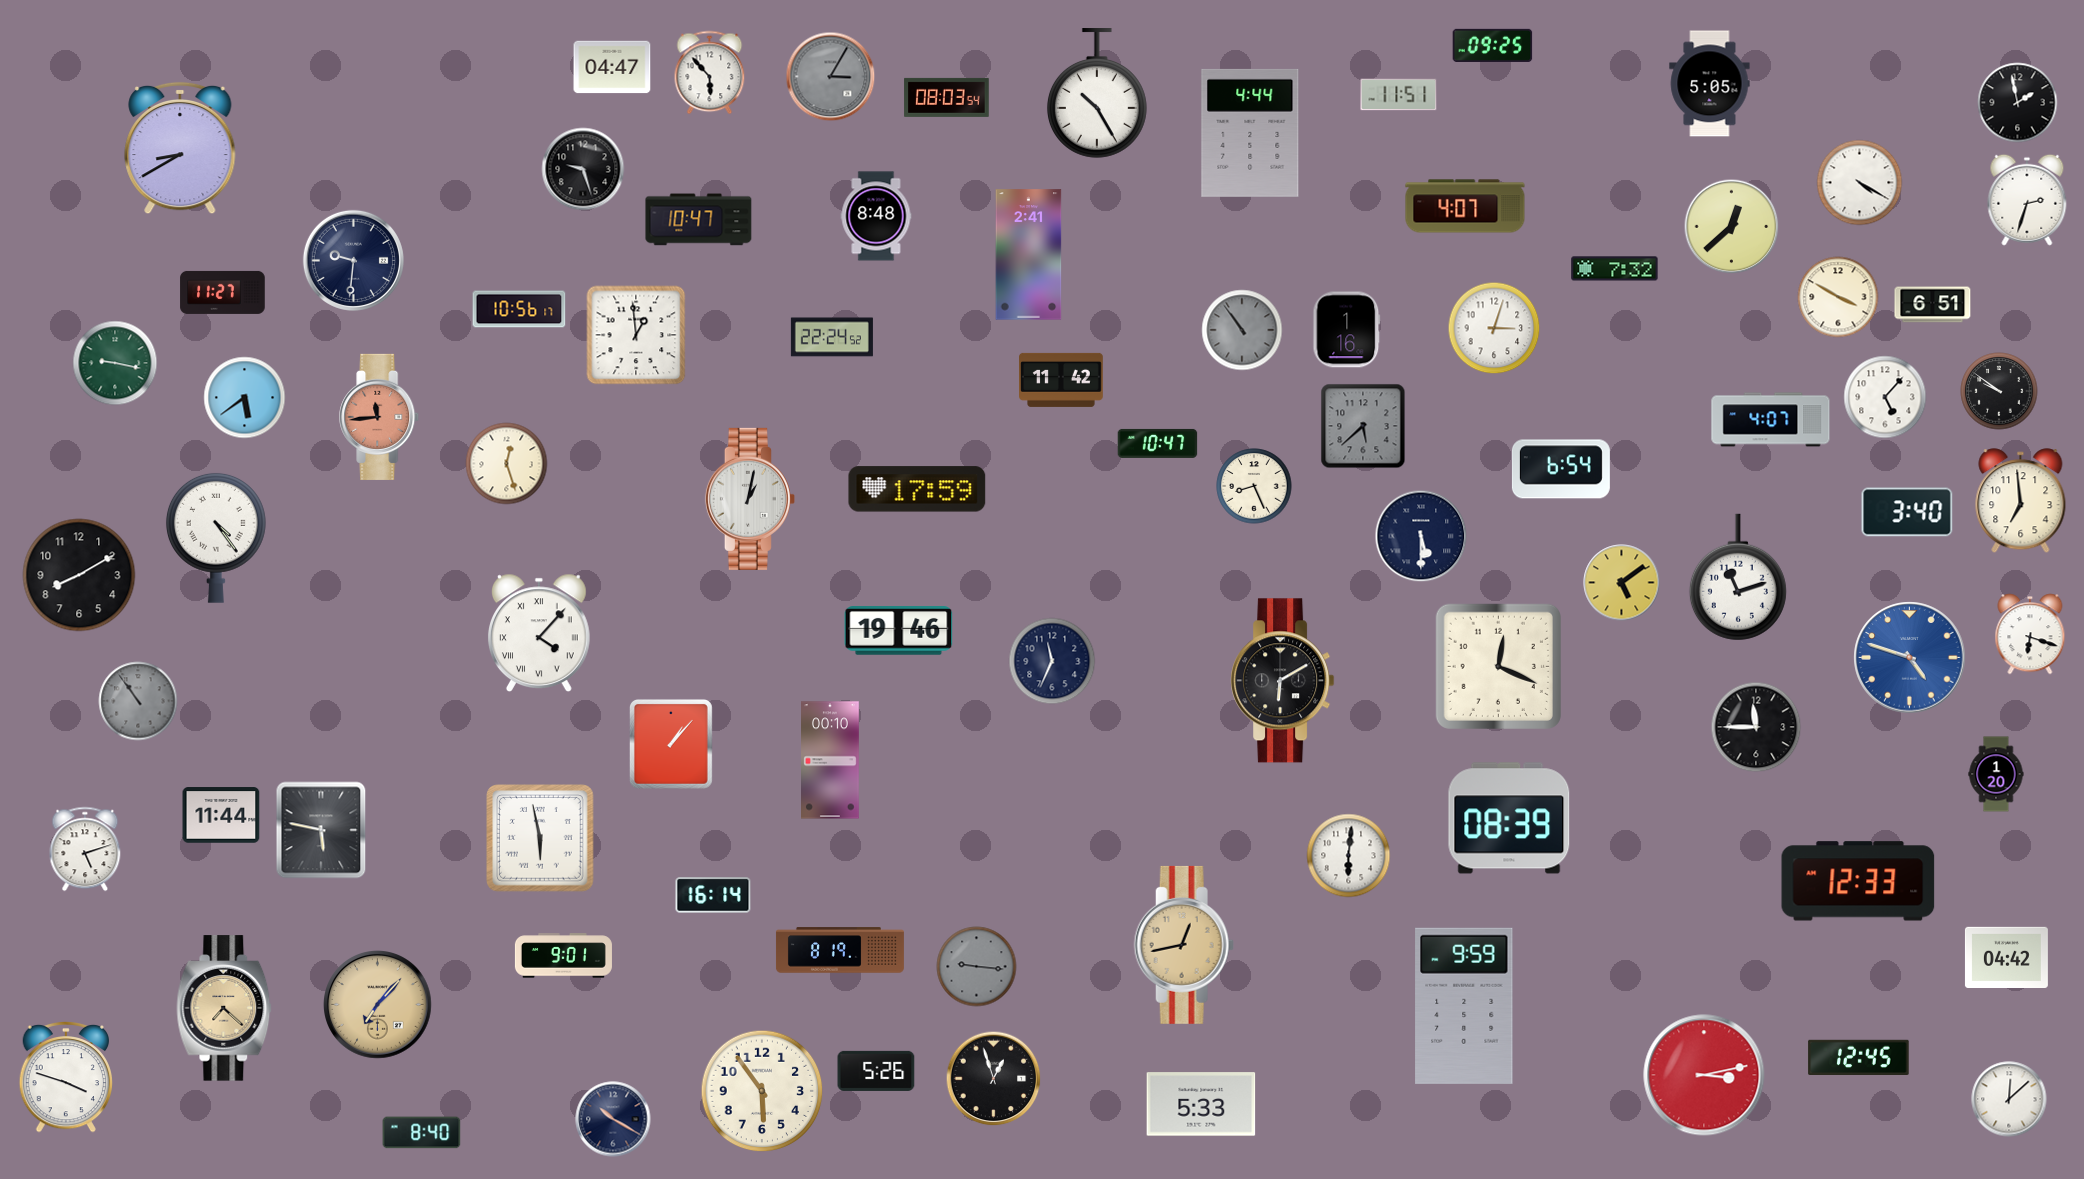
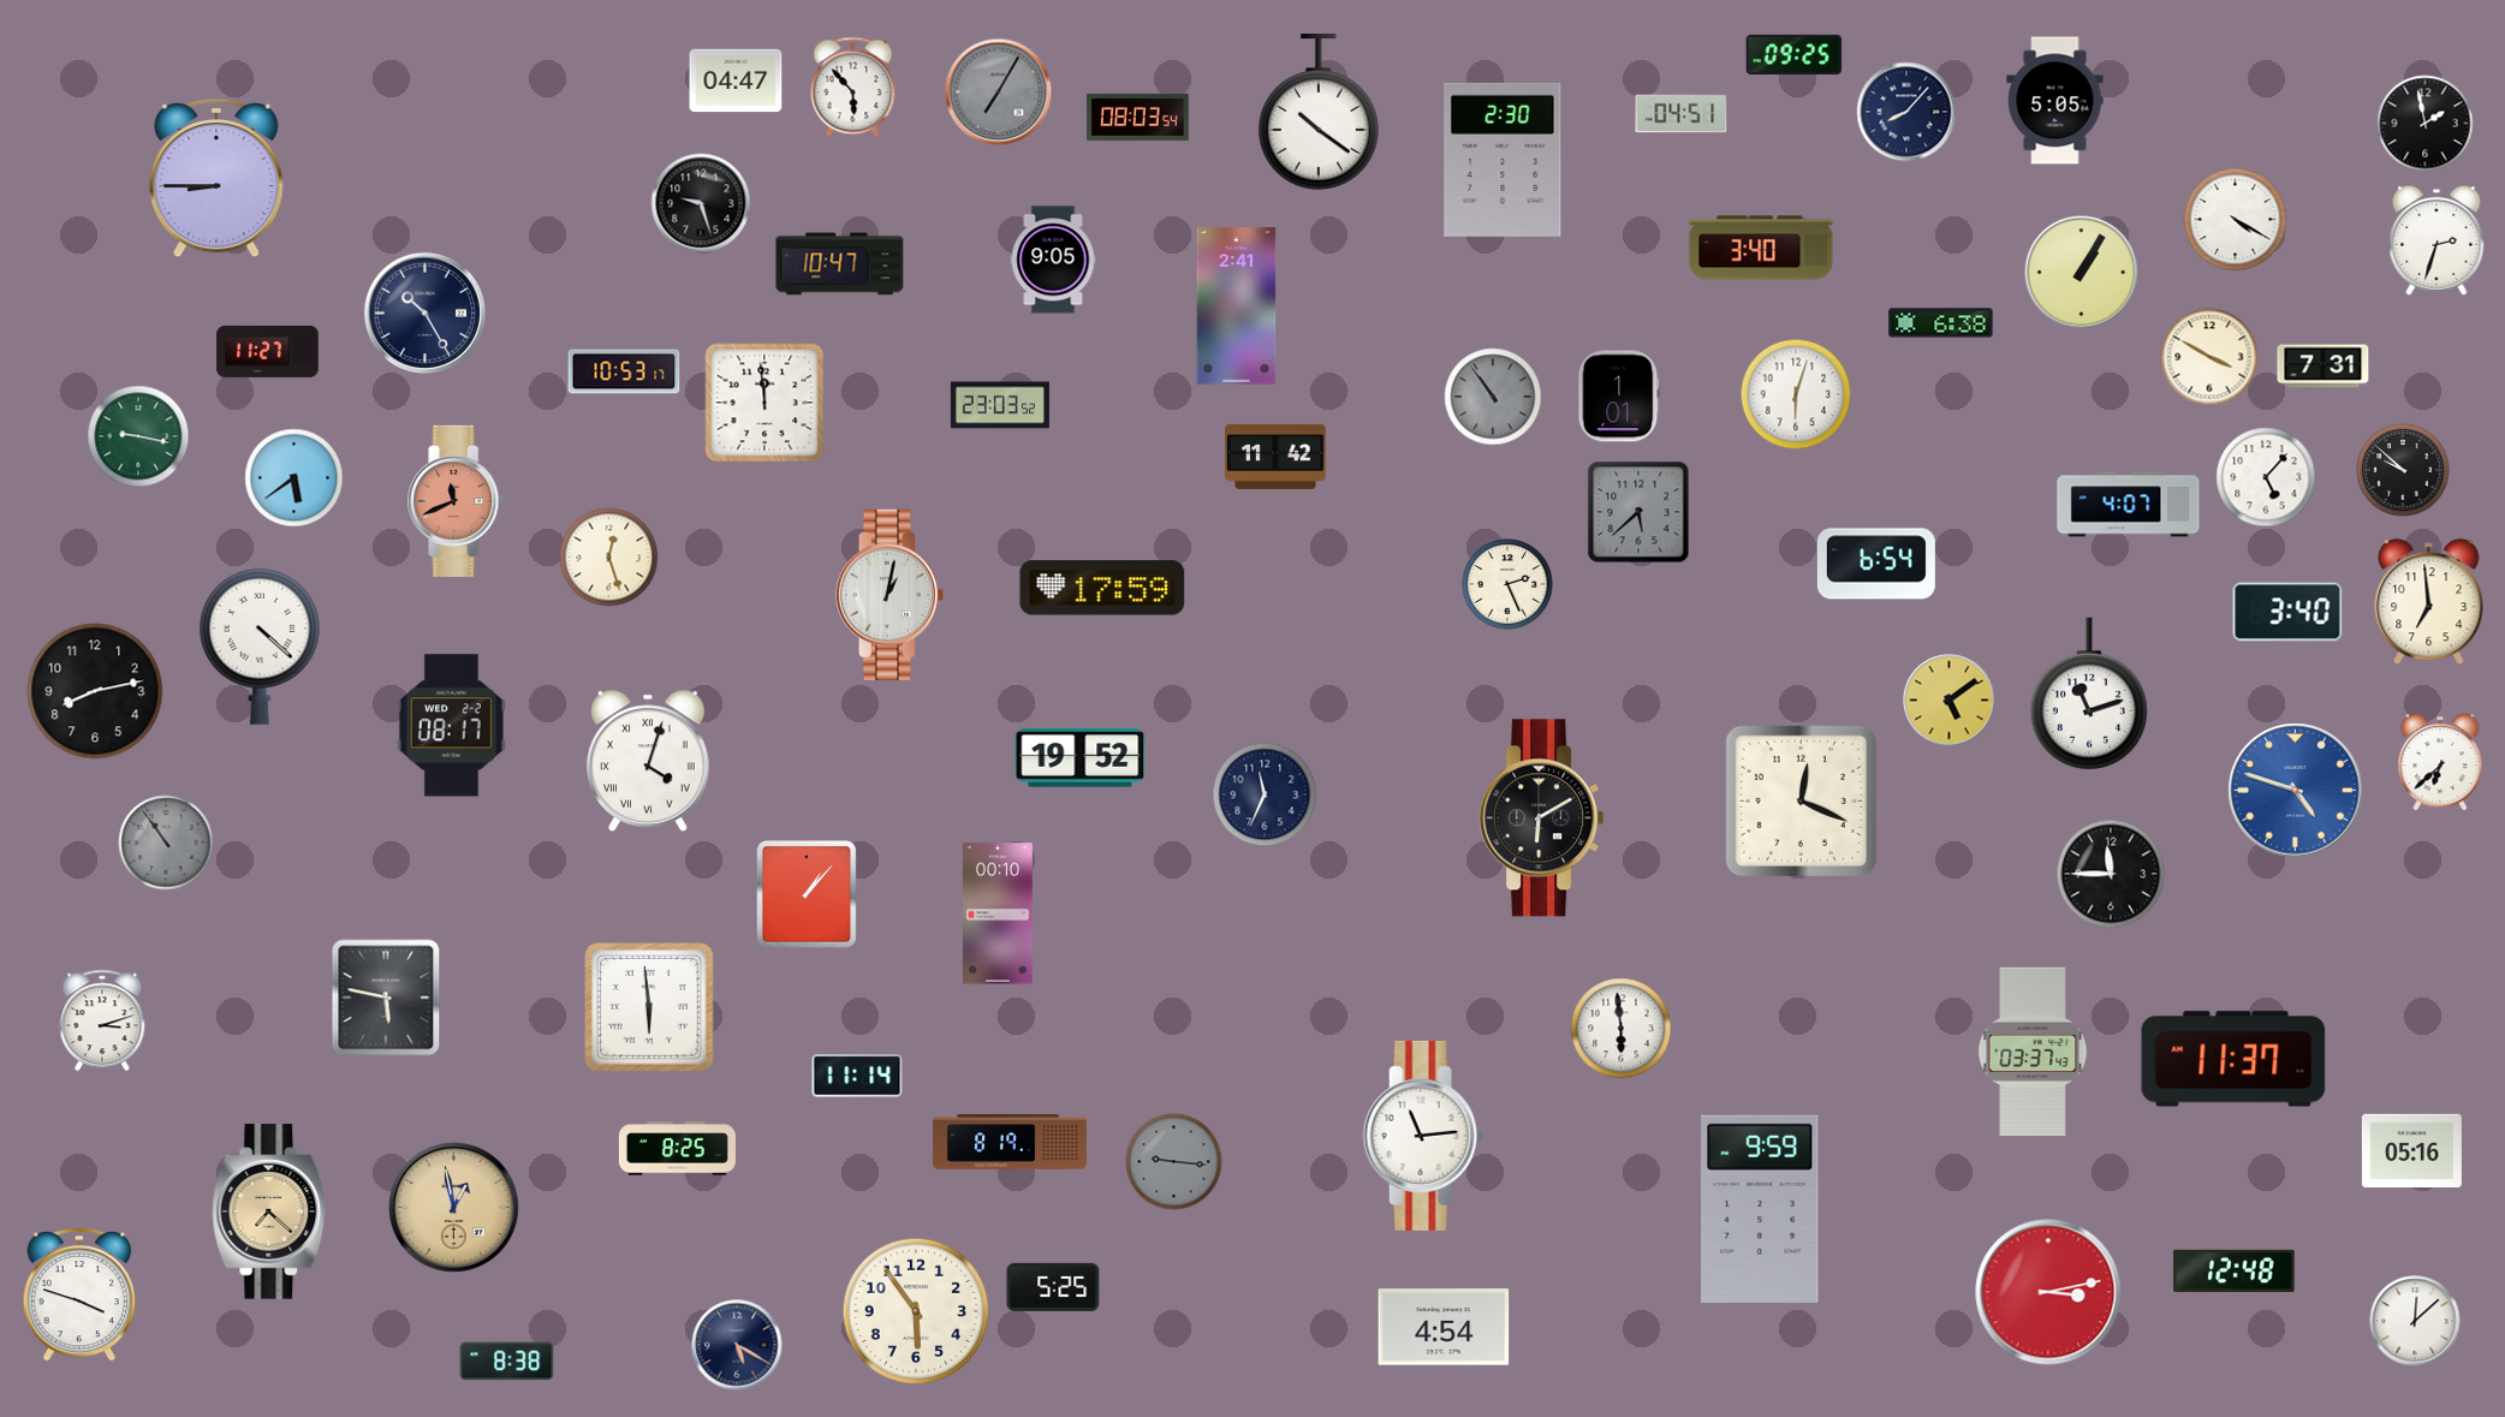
clock at (831, 77): 3:05 -> 7:05
clock at (1097, 93): 10:25 -> 10:21
clock at (1906, 112): none -> 8:07
clock at (1399, 95): 11:51 -> 04:51
clock at (1250, 133): 4:44 -> 2:30
clock at (180, 148): 8:40 -> 8:45
clock at (1465, 206): 4:07 -> 3:40
clock at (876, 216): 8:48 -> 9:05
clock at (1732, 227): 12:38 -> 1:05
clock at (353, 260): 9:31 -> 10:25
clock at (1615, 269): 7:32 -> 6:38
clock at (1933, 305): 6:51 -> 7:31
clock at (519, 309): 10:56 -> 10:53
clock at (1494, 328): 3:03 -> 6:03
clock at (1347, 330): 1:16 -> 1:01
clock at (636, 335): 12:59 -> 11:59
clock at (832, 337): 22:24 -> 23:03
clock at (1999, 391): 9:51 -> 9:52
clock at (380, 417): 11:44 -> 11:41
clock at (1158, 443): 10:47 -> none
clock at (1254, 486): 8:26 -> 2:26
clock at (750, 499) position: (750, 499) -> (889, 595)
clock at (1907, 512) position: (1907, 512) -> (2287, 612)
clock at (1421, 536): 5:30 -> none
clock at (216, 538): 4:24 -> 4:22
clock at (79, 575): 8:10 -> 8:13
clock at (451, 726): none -> 08:17
clock at (899, 631): 19:46 -> 19:52
clock at (539, 633): 4:07 -> 4:03
clock at (2030, 634): 6:18 -> 6:38
clock at (1996, 774): 1:20 -> none
clock at (221, 815): 11:44 -> none
clock at (1509, 818): 08:39 -> none
clock at (540, 838): 5:58 -> 5:59
clock at (85, 849): 5:12 -> 3:12
clock at (1349, 856): 6:01 -> 5:59
clock at (2033, 1052): none -> 03:37
clock at (1858, 881): 12:33 -> 11:37
clock at (713, 895): 16:14 -> 11:14
clock at (1184, 945): 12:43 -> 11:14
clock at (1184, 945) dial: champagne -> white
clock at (563, 956): 9:01 -> 8:25
clock at (2006, 957): 04:42 -> 05:16
clock at (378, 1005): 7:07 -> 12:58
clock at (1859, 1058): 12:45 -> 12:48
clock at (876, 1071): 5:26 -> 5:25
clock at (994, 1079): 12:57 -> none
clock at (1201, 1104): 5:33 -> 4:54
clock at (613, 1119): 10:20 -> 5:20
clock at (422, 1133): 8:40 -> 8:38
